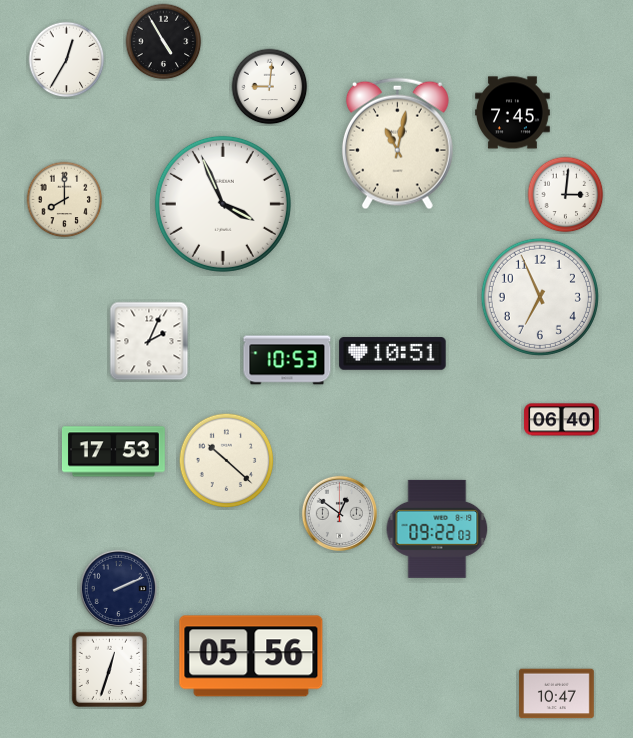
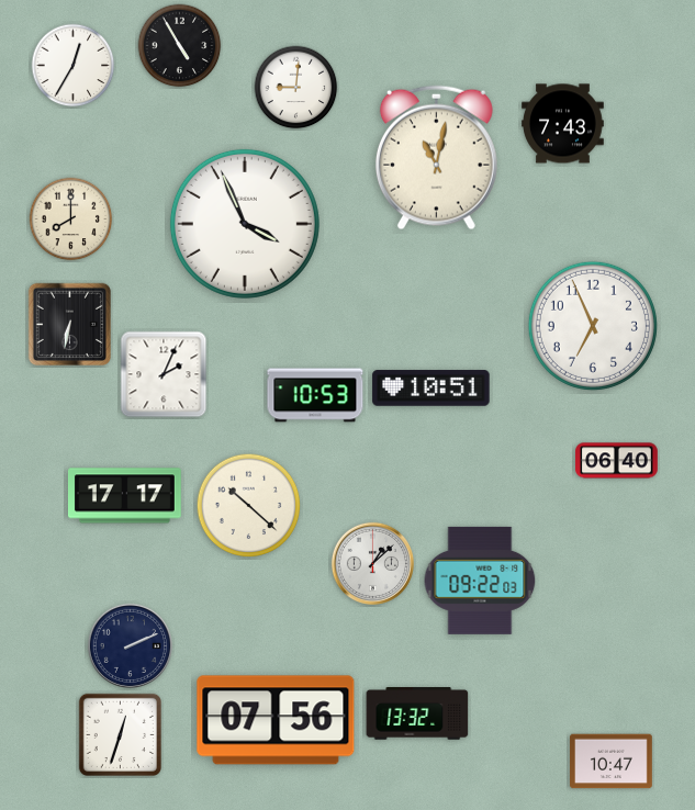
clock at (270, 87) position: (270, 87) -> (296, 88)
clock at (513, 113): 7:45 -> 7:43
clock at (566, 195): 3:01 -> none
clock at (70, 325): none -> 6:32
clock at (113, 452): 17:53 -> 17:17
clock at (339, 513): 12:51 -> 1:08
clock at (417, 713): none -> 13:32
clock at (251, 656): 05:56 -> 07:56
